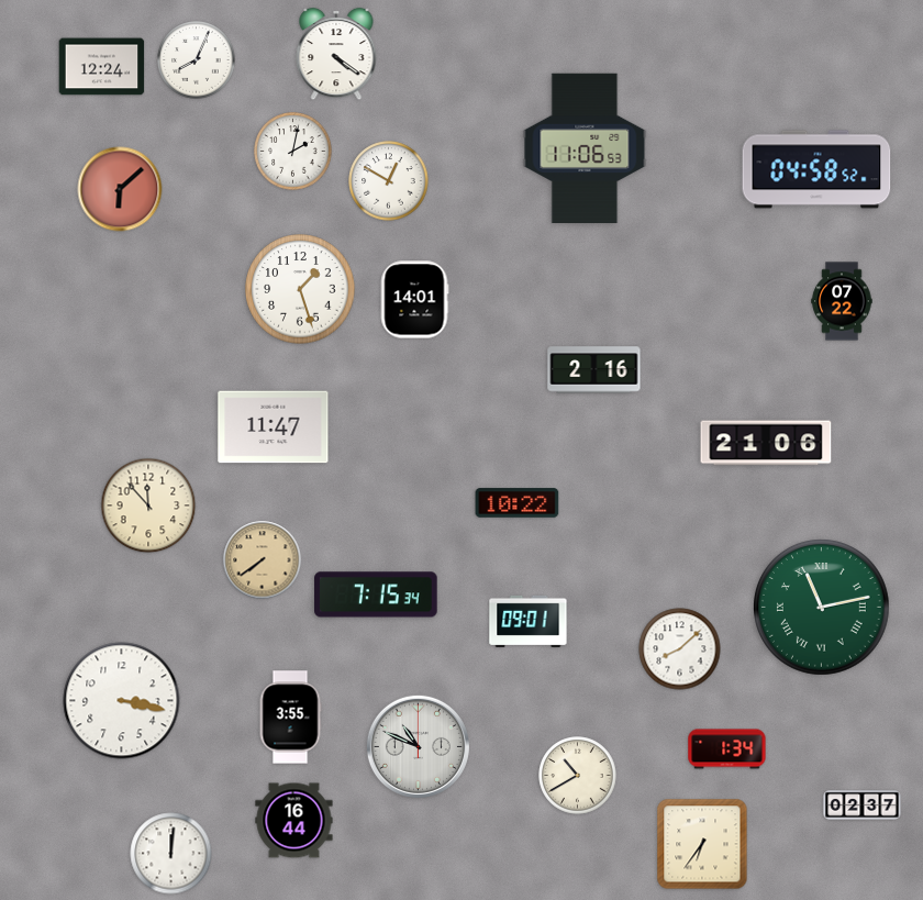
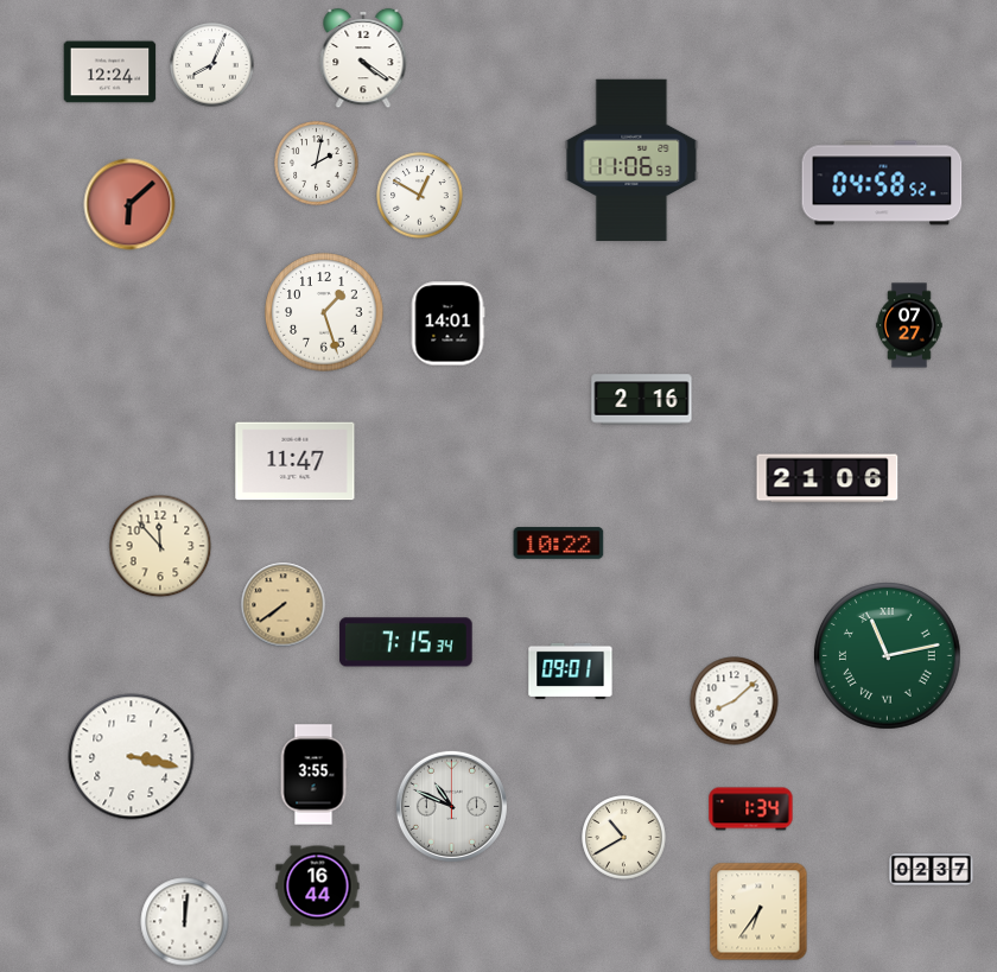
clock at (842, 301): 07:22 -> 07:27
clock at (727, 749) position: (727, 749) -> (751, 809)
